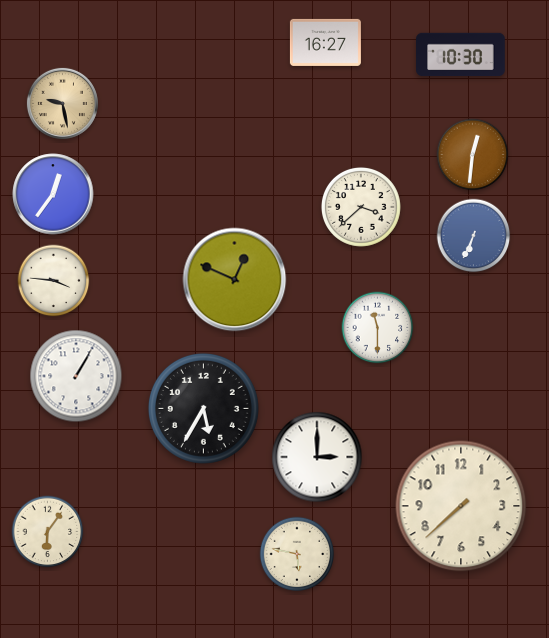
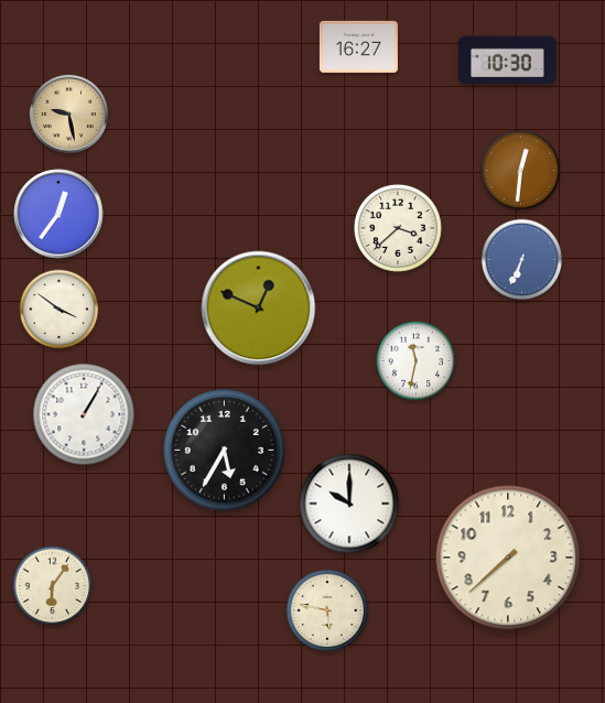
clock at (54, 281): 3:46 -> 3:51
clock at (378, 328): 11:30 -> 11:32
clock at (317, 457): 3:00 -> 10:00
